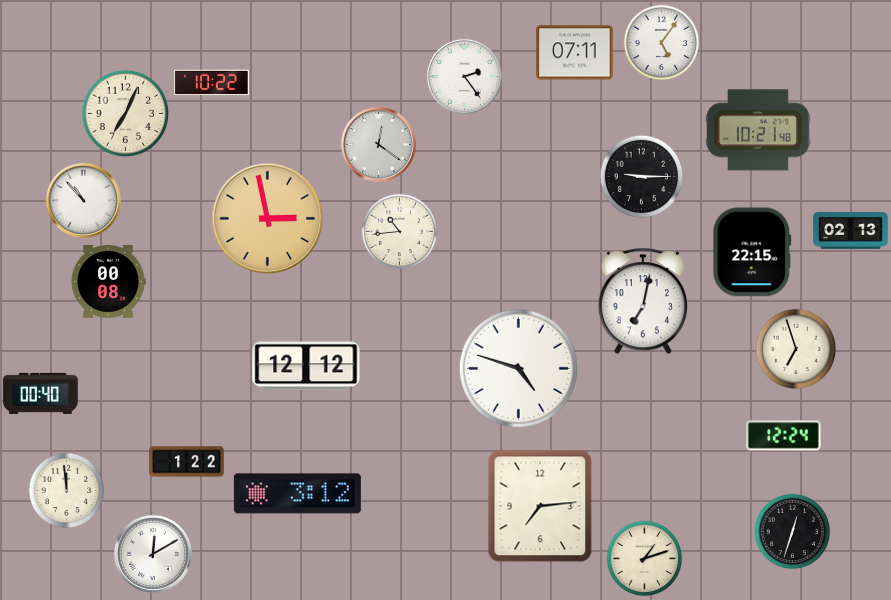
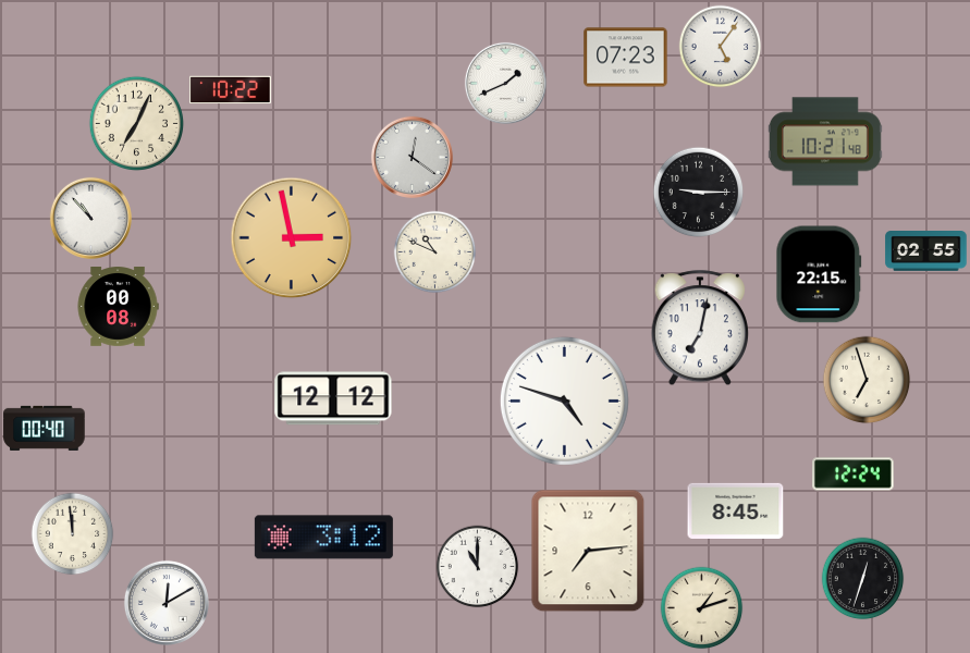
clock at (575, 53): 07:11 -> 07:23
clock at (464, 76): 2:24 -> 1:41
clock at (851, 231): 02:13 -> 02:55
clock at (400, 232): 10:44 -> 10:49
clock at (187, 462): 1:22 -> none
clock at (736, 510): none -> 8:45
clock at (478, 567): none -> 11:00
